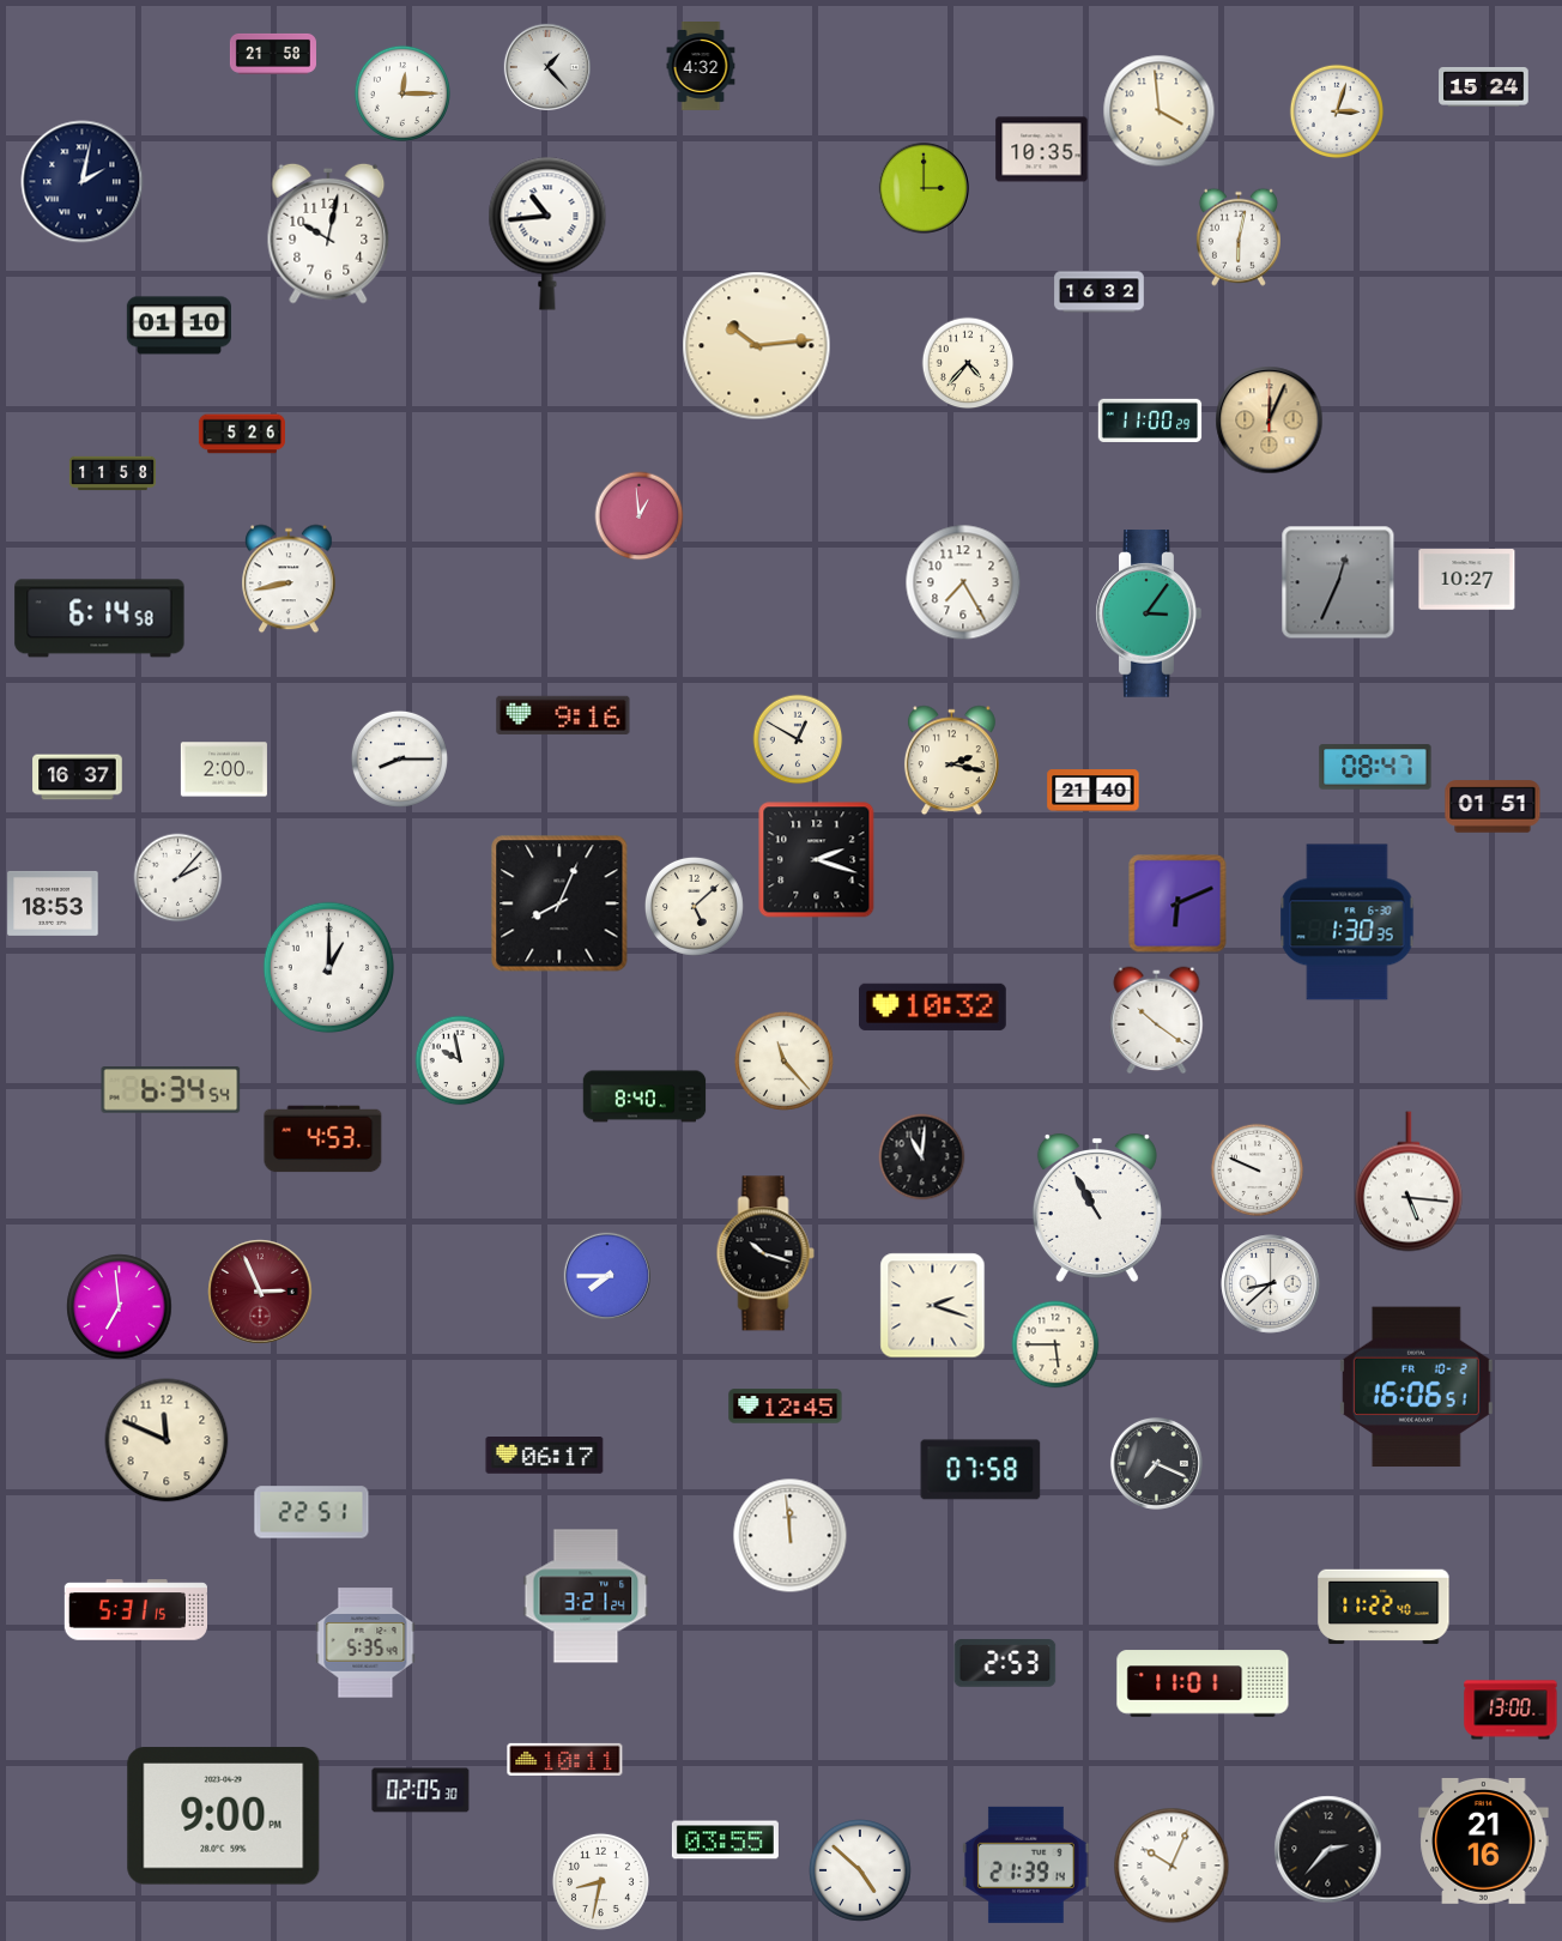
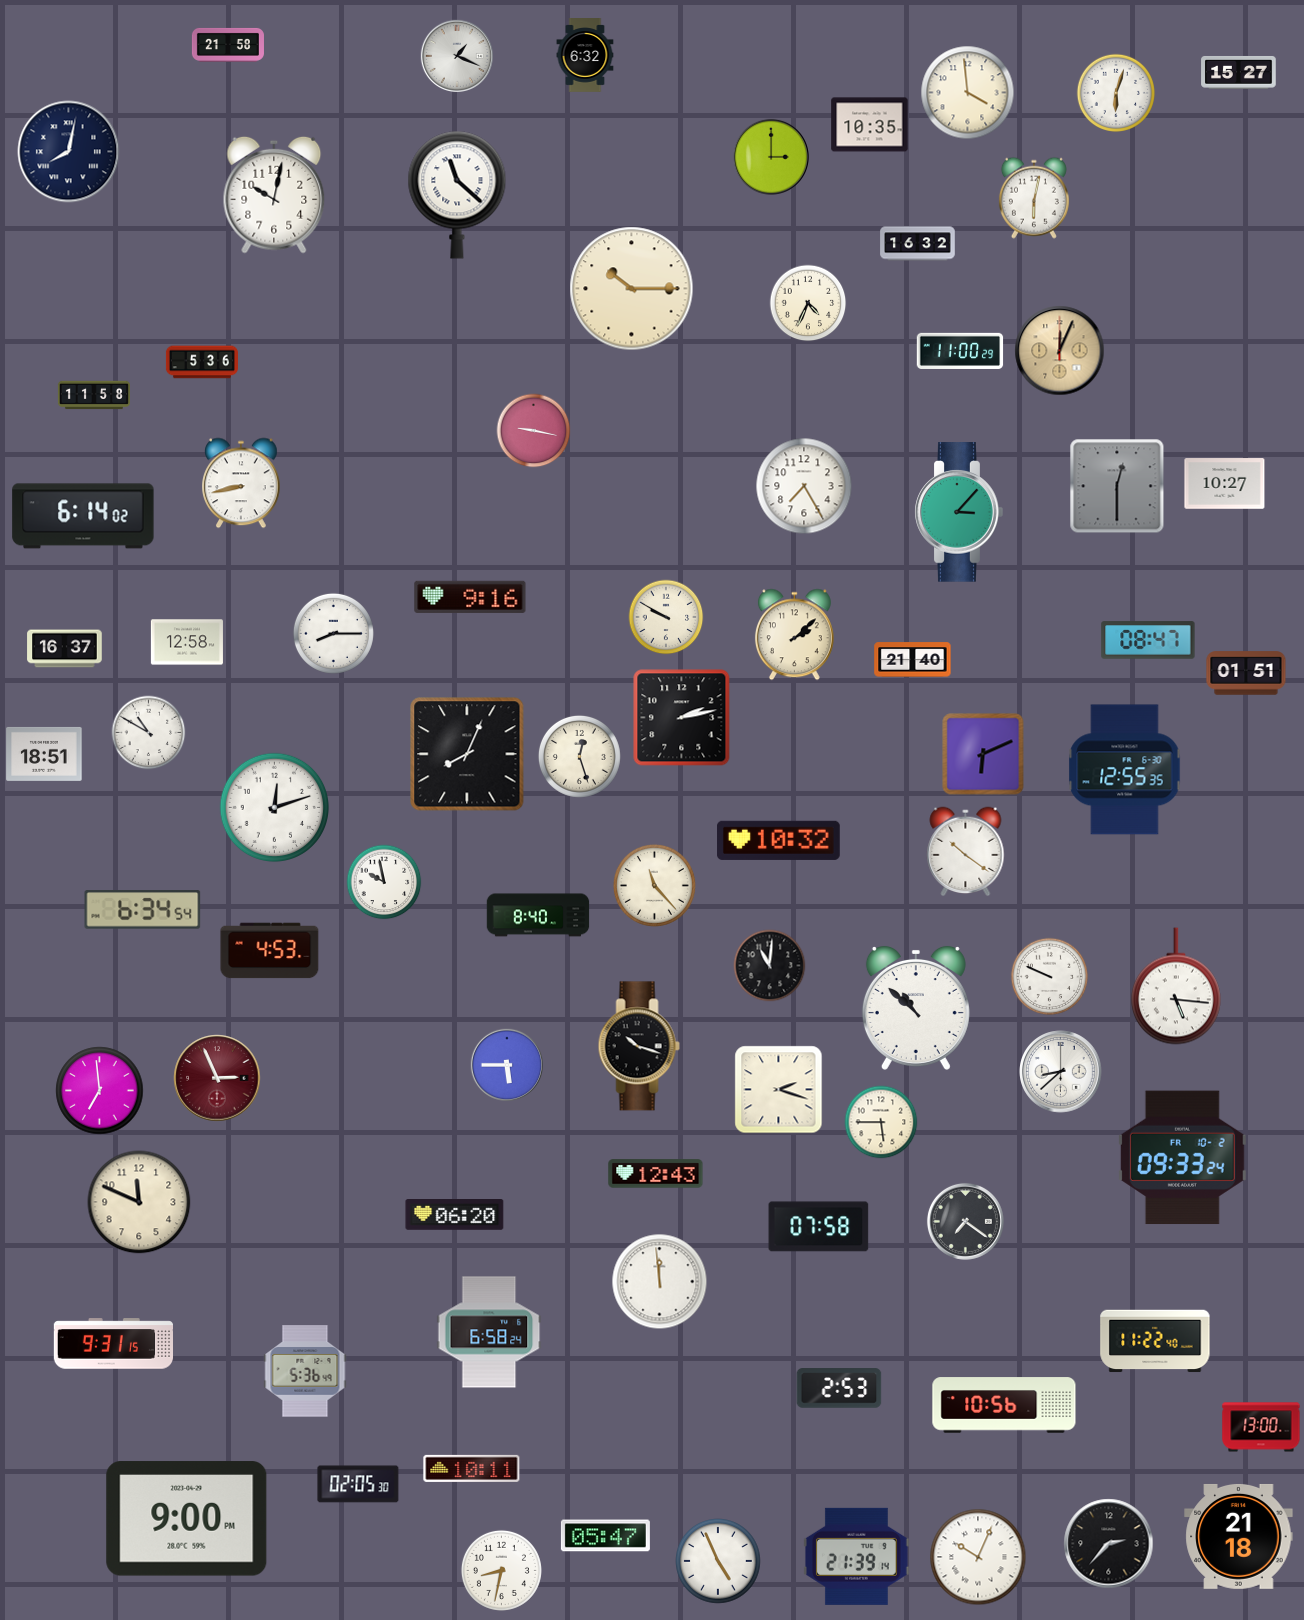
clock at (546, 66): 1:23 -> 1:19
clock at (701, 66): 4:32 -> 6:32
clock at (1484, 86): 15:24 -> 15:27
clock at (402, 93): 12:15 -> none
clock at (1337, 111): 3:03 -> 6:03
clock at (83, 182): 2:02 -> 8:02
clock at (547, 234): 10:44 -> 11:22
clock at (178, 326): 01:10 -> none
clock at (757, 346): 10:14 -> 10:15
clock at (968, 363): 4:37 -> 4:34
clock at (242, 434): 5:26 -> 5:36
clock at (640, 516): 12:59 -> 9:17
clock at (1338, 582): 12:34 -> 12:30
clock at (1149, 613): 3:06 -> 3:07
clock at (99, 618): 6:14:58 -> 6:14:02
clock at (798, 739): 12:50 -> 9:50
clock at (951, 761): 2:17 -> 2:08
clock at (224, 769): 2:00 -> 12:58
clock at (817, 860): 2:18 -> 2:13
clock at (178, 878): 2:07 -> 10:50
clock at (53, 903): 18:53 -> 18:51
clock at (694, 906): 5:08 -> 12:27
clock at (1348, 923): 1:30 -> 12:55
clock at (329, 968): 1:00 -> 12:12
clock at (460, 1060) position: (460, 1060) -> (384, 882)
clock at (1097, 1208): 10:55 -> 10:52
clock at (606, 1275): 7:45 -> 5:45
clock at (1416, 1387): 16:06 -> 09:33
clock at (786, 1407): 12:45 -> 12:43
clock at (545, 1456): 06:17 -> 06:20
clock at (1156, 1463): 7:19 -> 7:21
clock at (311, 1512): 22:51 -> none
clock at (586, 1596): 3:21 -> 6:58
clock at (135, 1610): 5:31 -> 9:31
clock at (365, 1643): 5:35 -> 5:36
clock at (1203, 1683): 11:01 -> 10:56
clock at (420, 1790) position: (420, 1790) -> (358, 1484)
clock at (224, 1816) position: (224, 1816) -> (187, 1519)
clock at (725, 1840): 03:55 -> 05:47
clock at (1484, 1840): 21:16 -> 21:18
clock at (860, 1870): 4:52 -> 4:56
